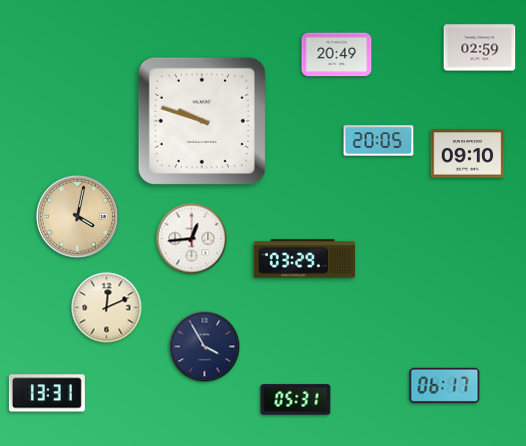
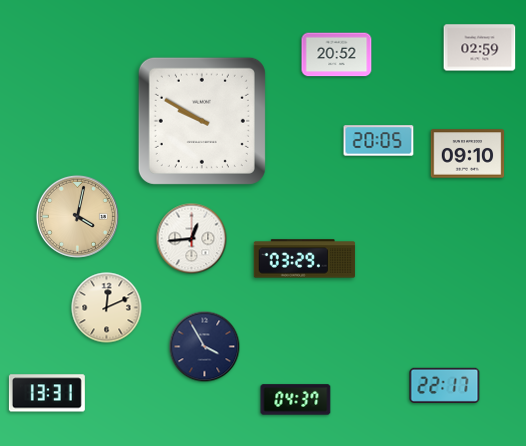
clock at (337, 55): 20:49 -> 20:52
clock at (202, 121): 9:48 -> 9:50
clock at (445, 385): 06:17 -> 22:17
clock at (296, 400): 05:31 -> 04:37
